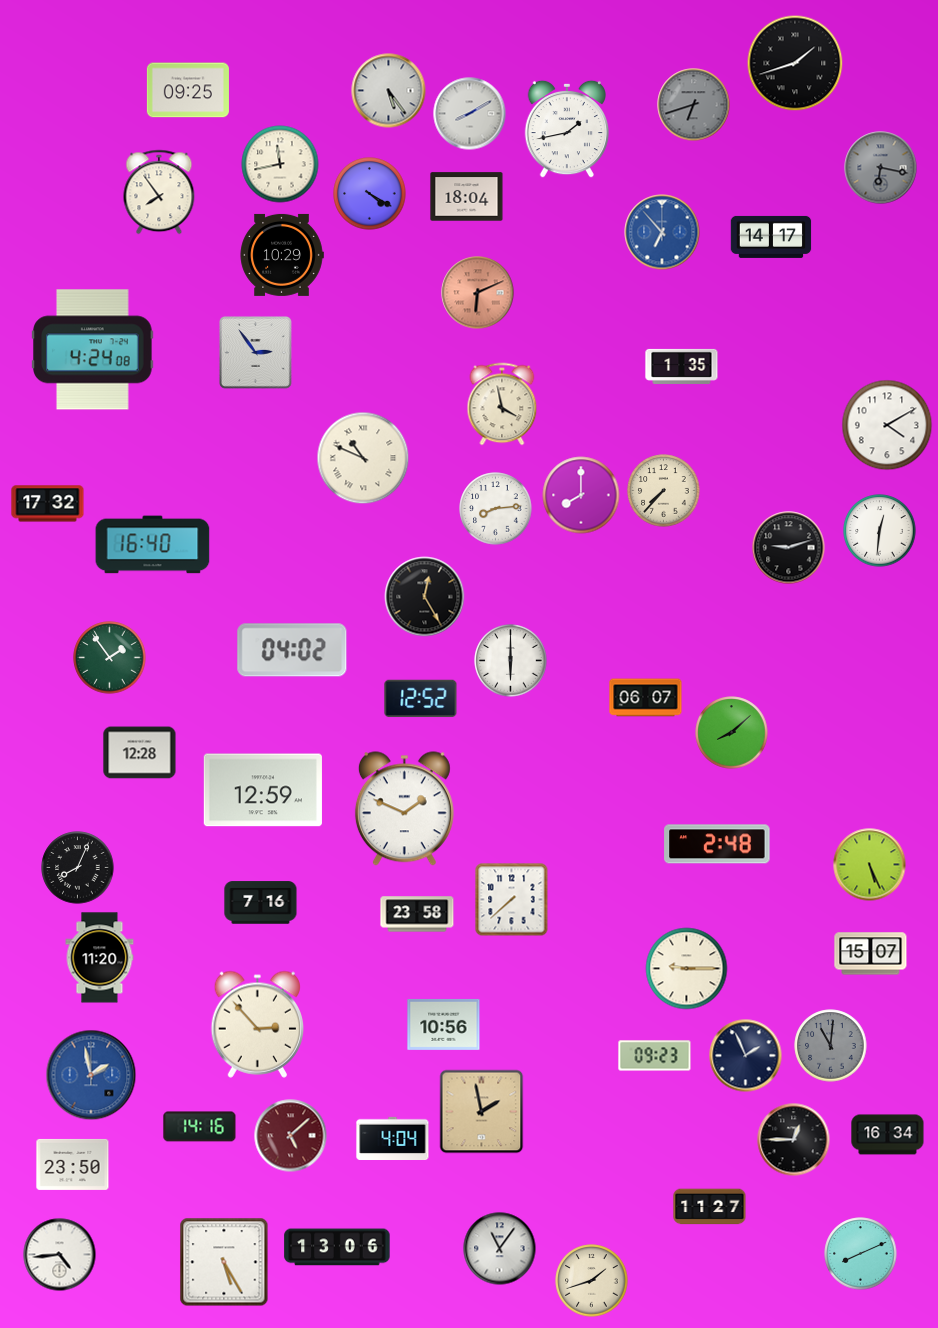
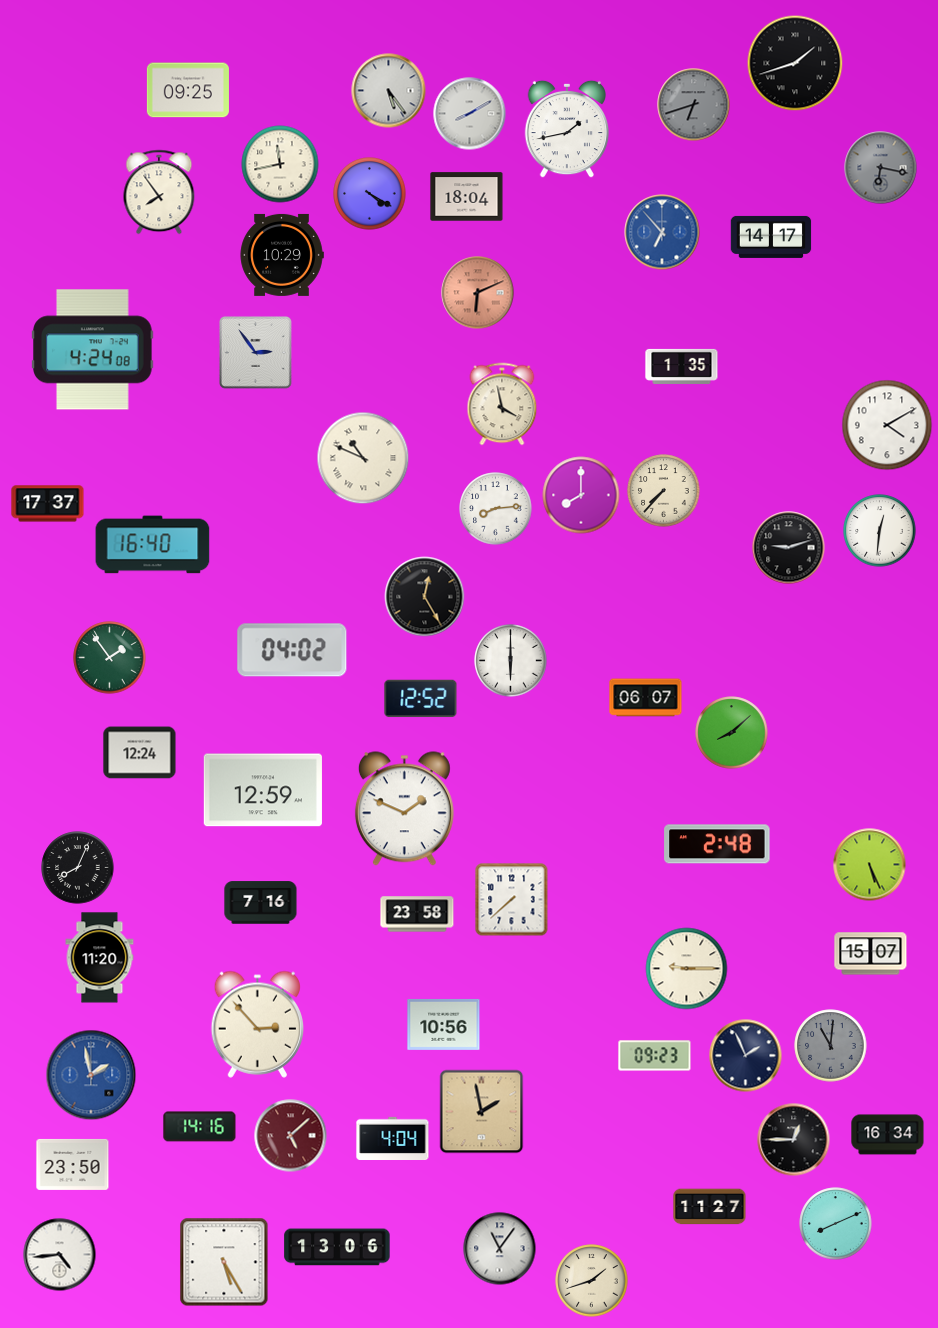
clock at (48, 504): 17:32 -> 17:37
clock at (140, 753): 12:28 -> 12:24
clock at (861, 1254) position: (861, 1254) -> (836, 1224)
